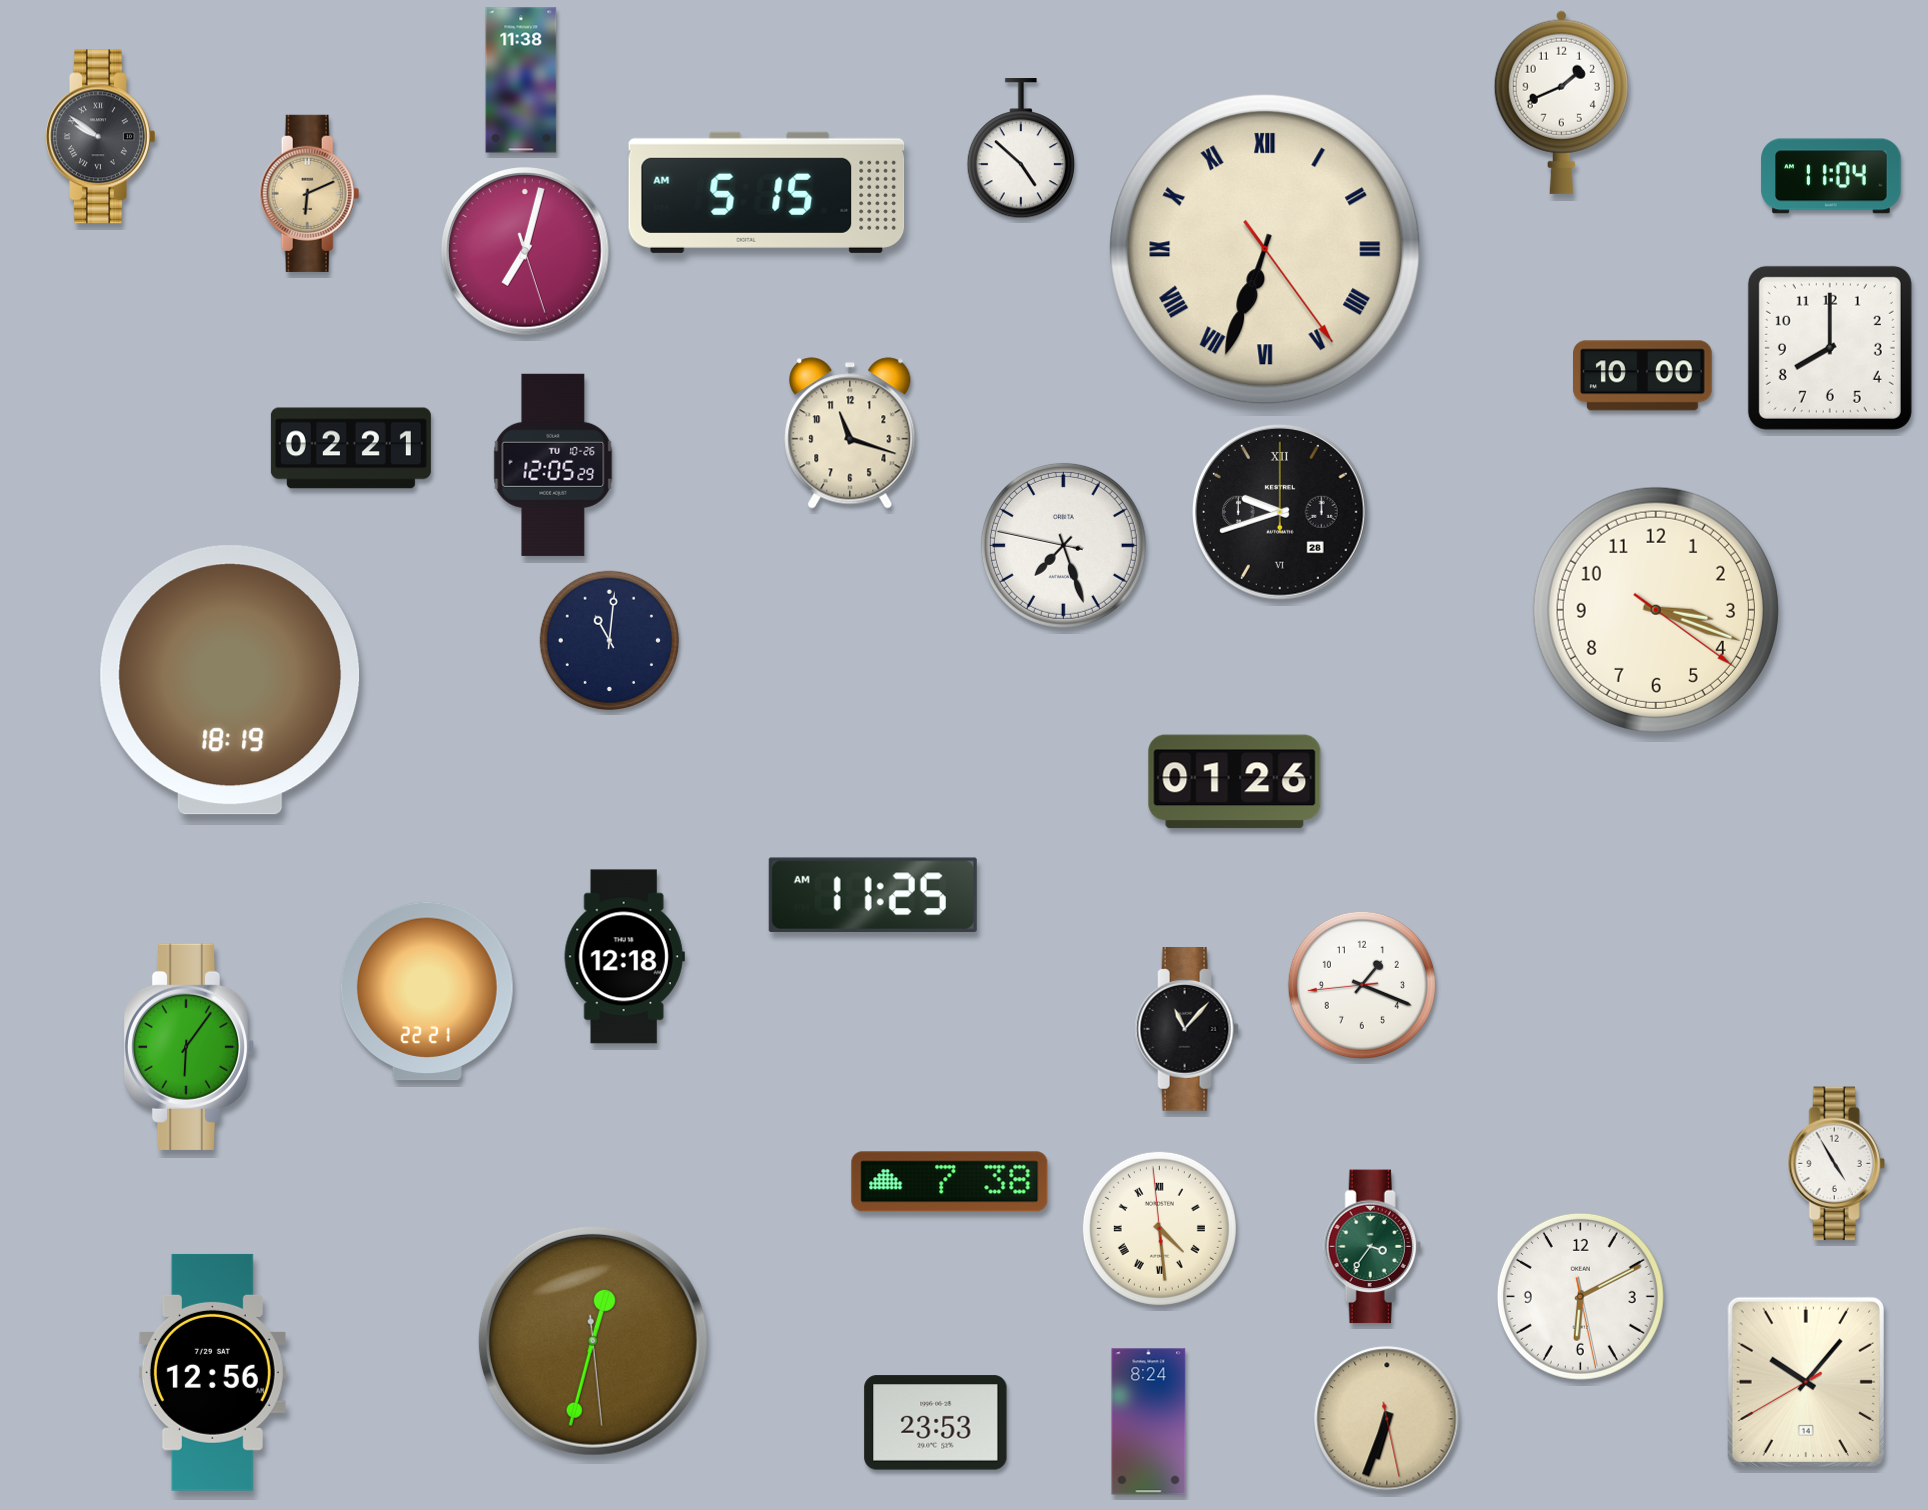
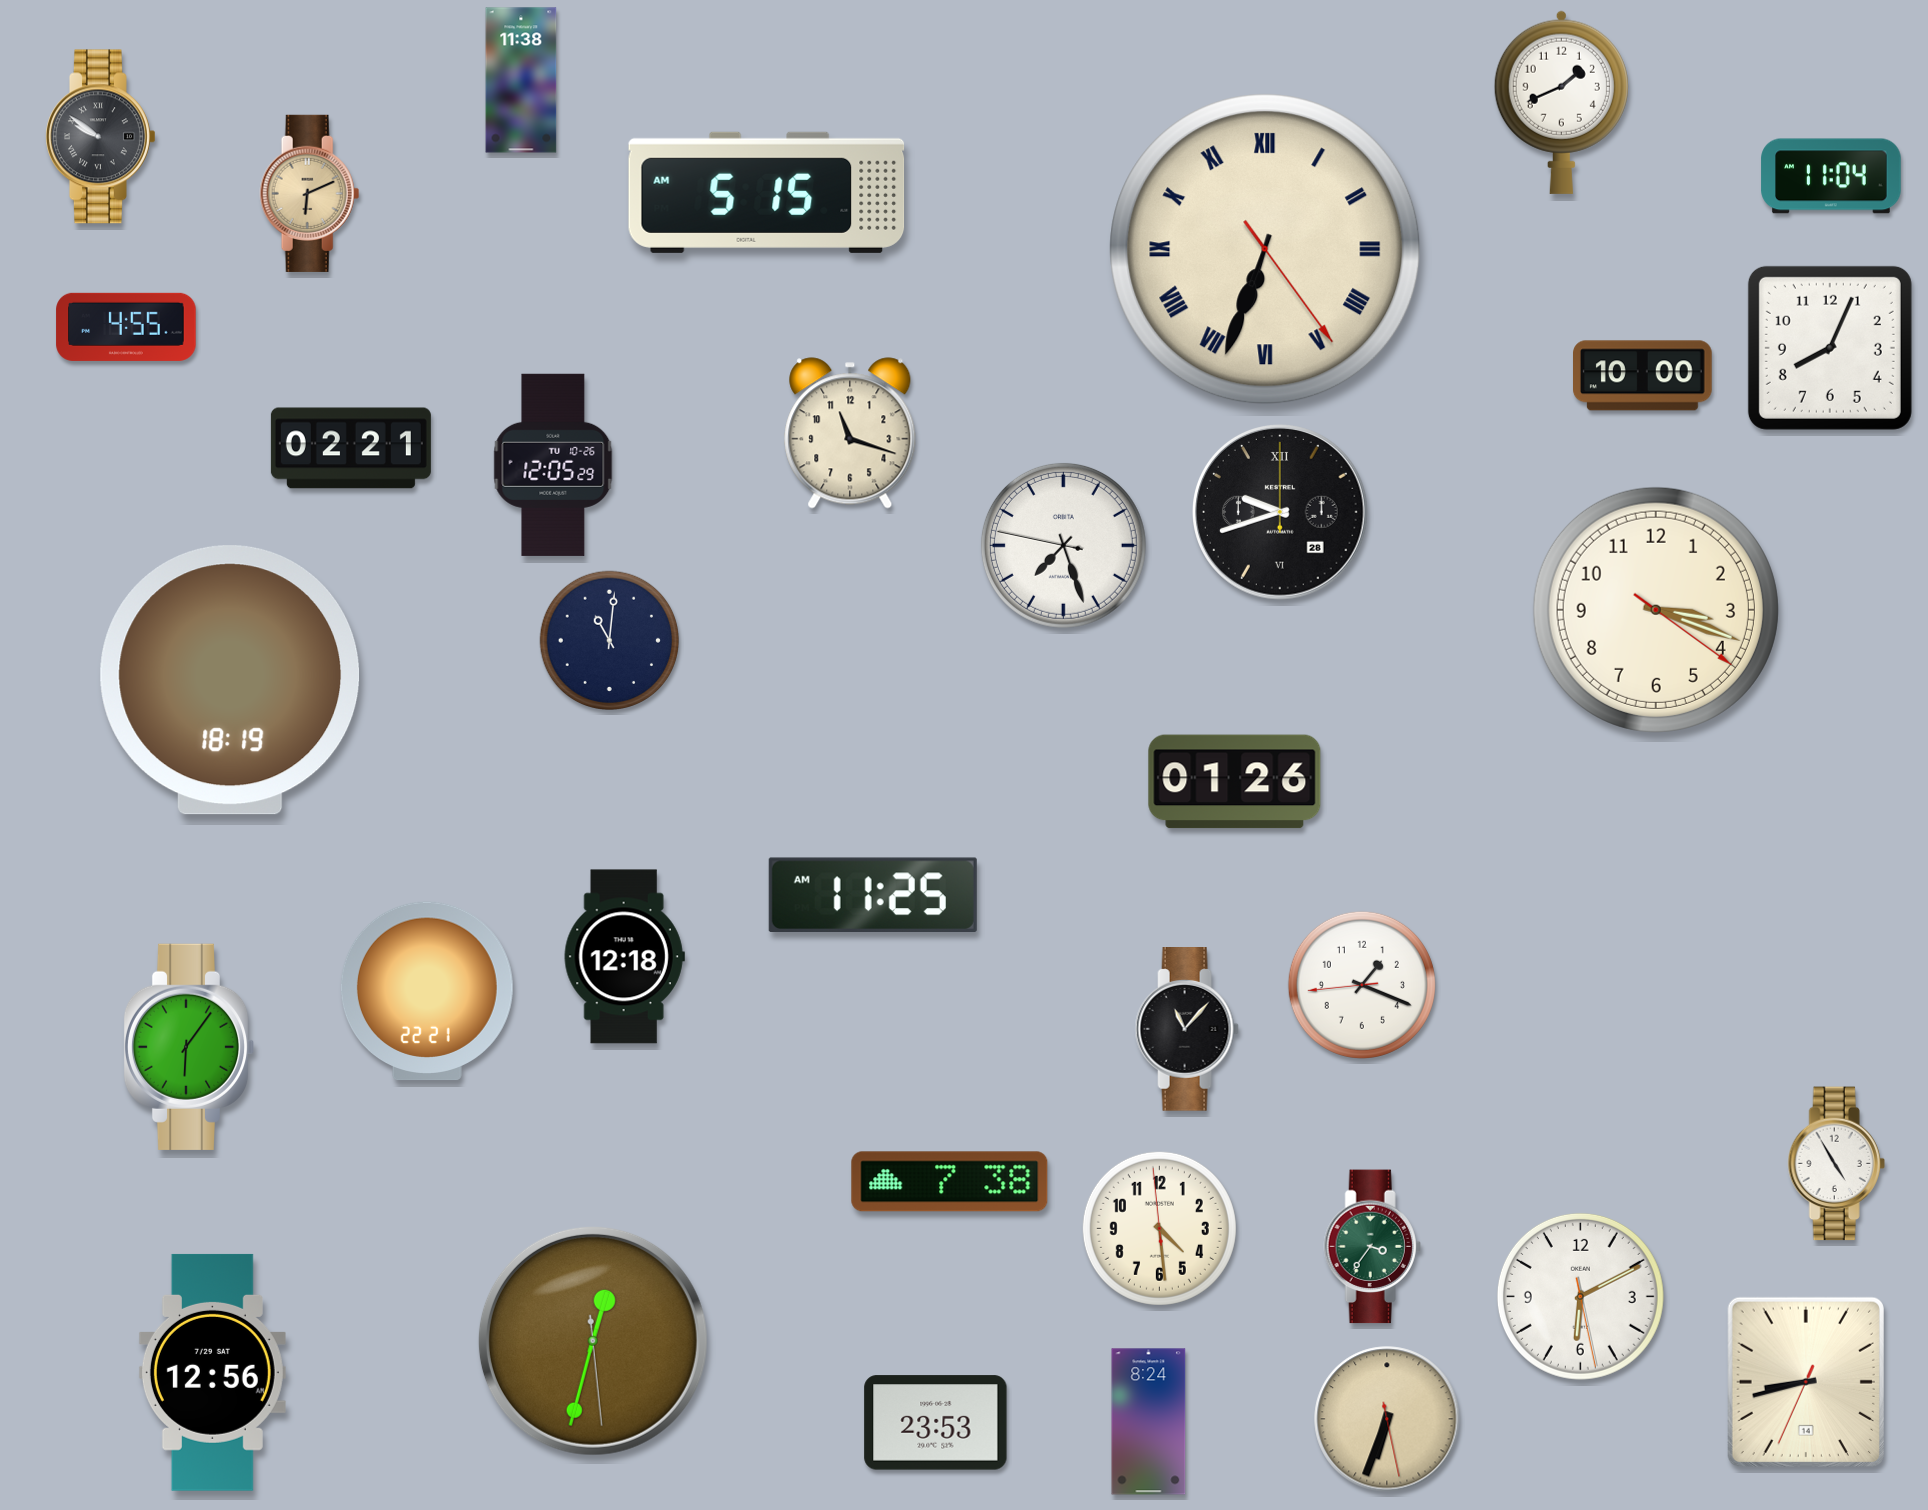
clock at (1021, 149): 4:52 -> none
clock at (525, 251): 7:02 -> none
clock at (126, 327): none -> 4:55
clock at (1830, 348): 8:00 -> 8:04
clock at (1159, 1228) numerals: Roman -> Arabic
clock at (1806, 1382): 10:06 -> 8:42
